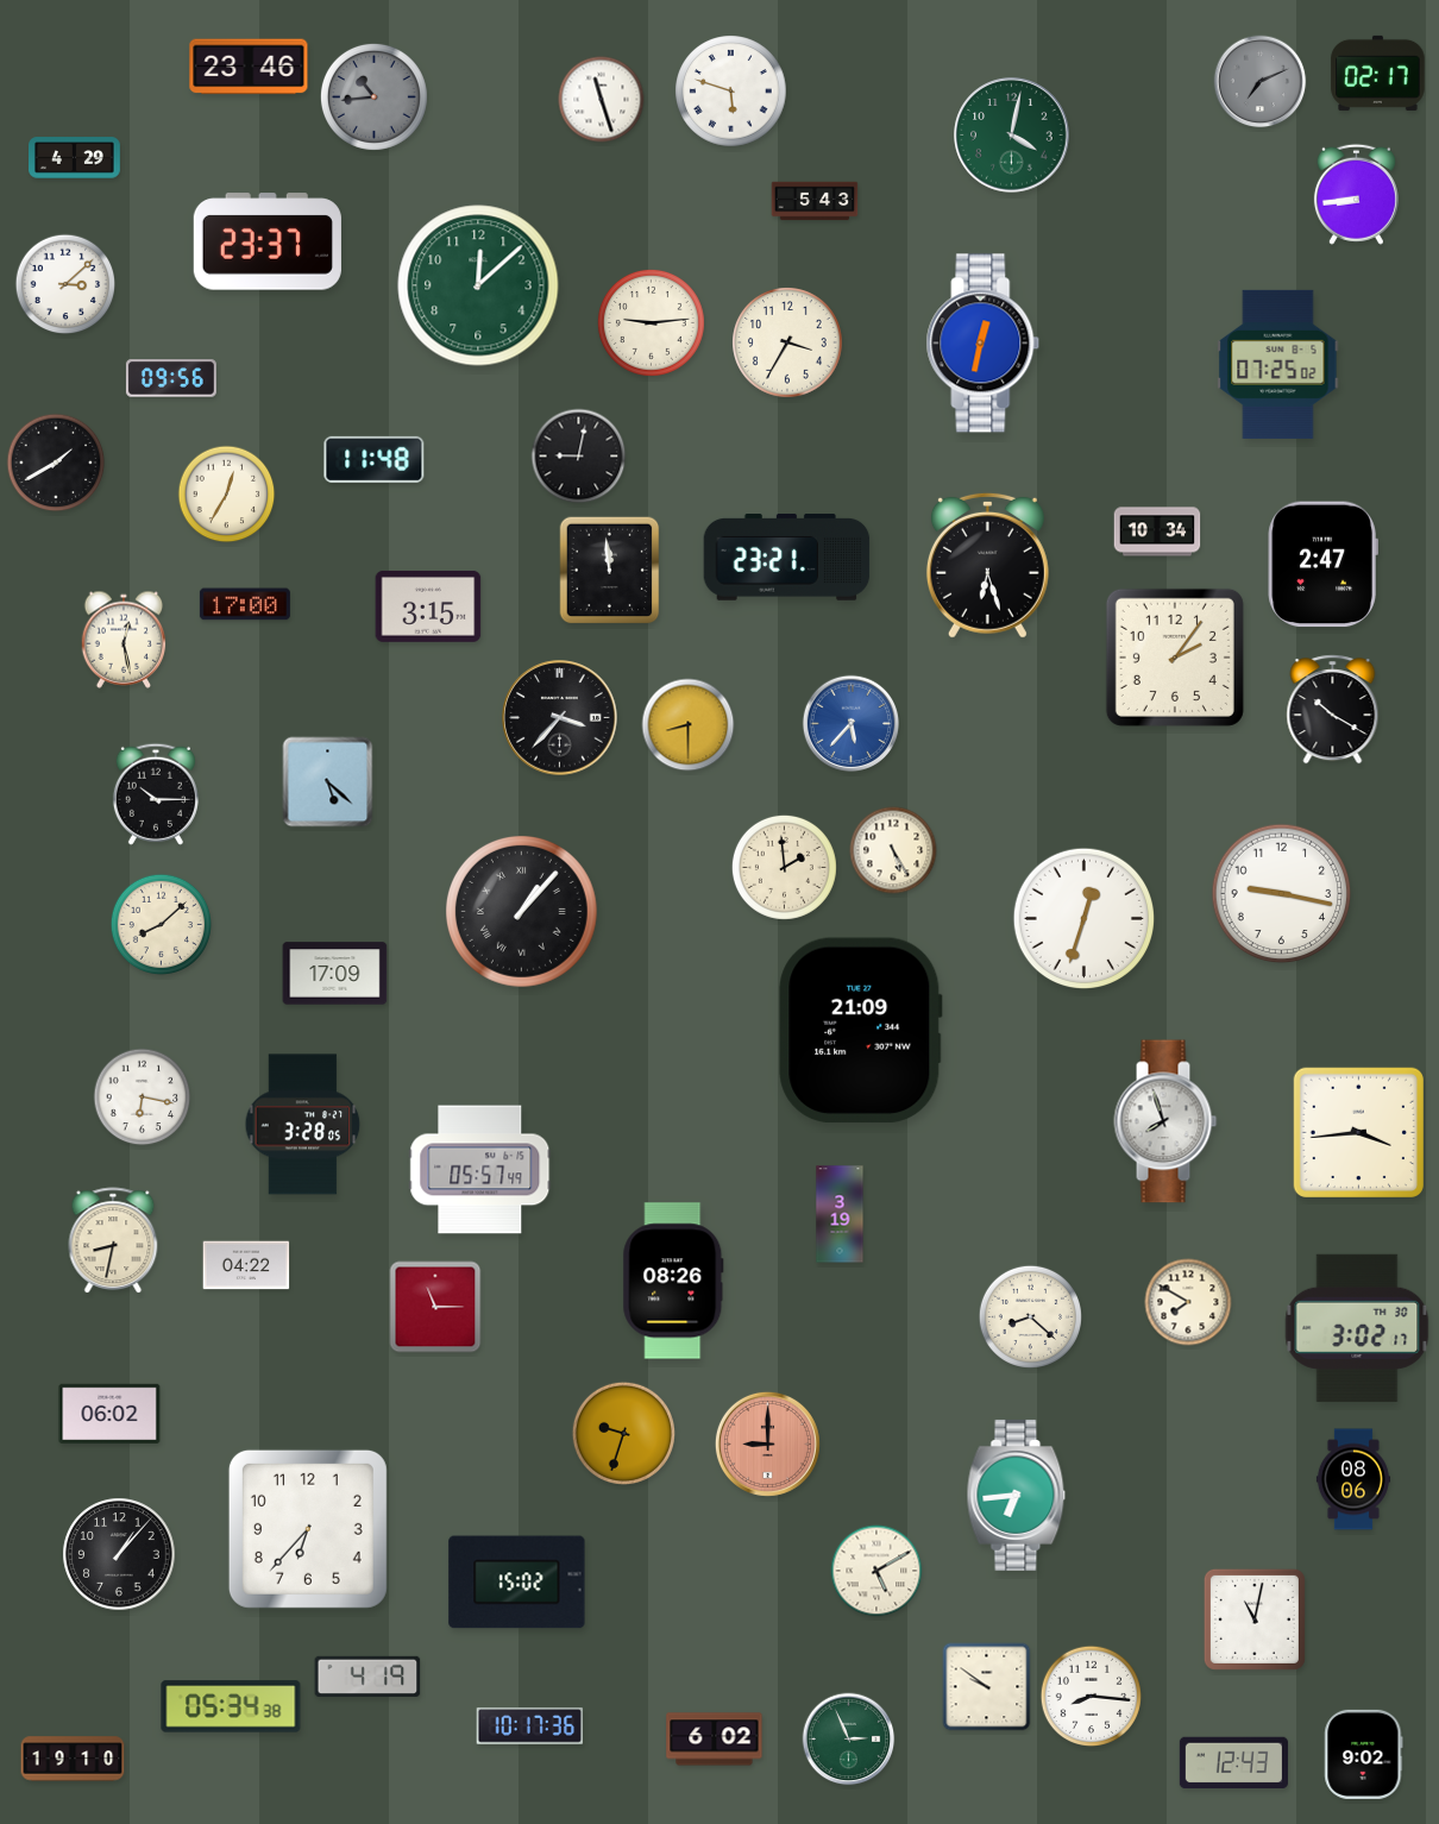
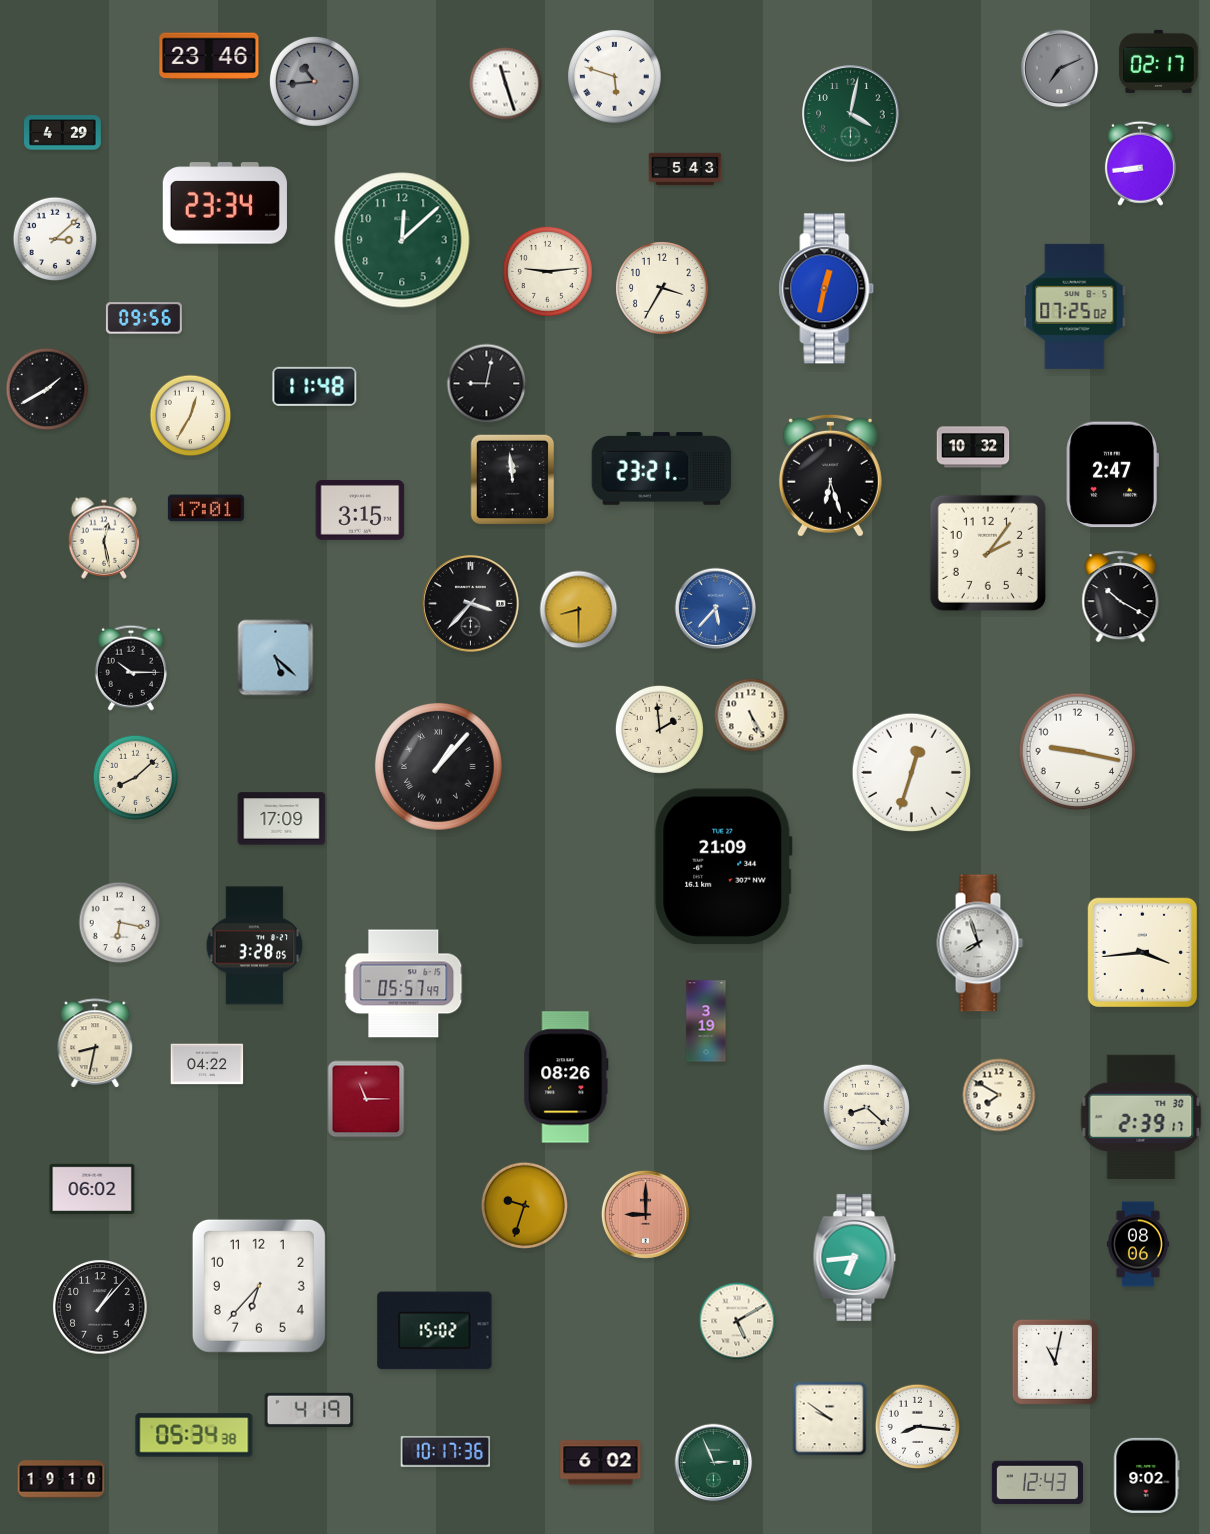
clock at (268, 241): 23:37 -> 23:34
clock at (1157, 532): 10:34 -> 10:32
clock at (245, 604): 17:00 -> 17:01
clock at (1357, 1328): 3:02 -> 2:39
